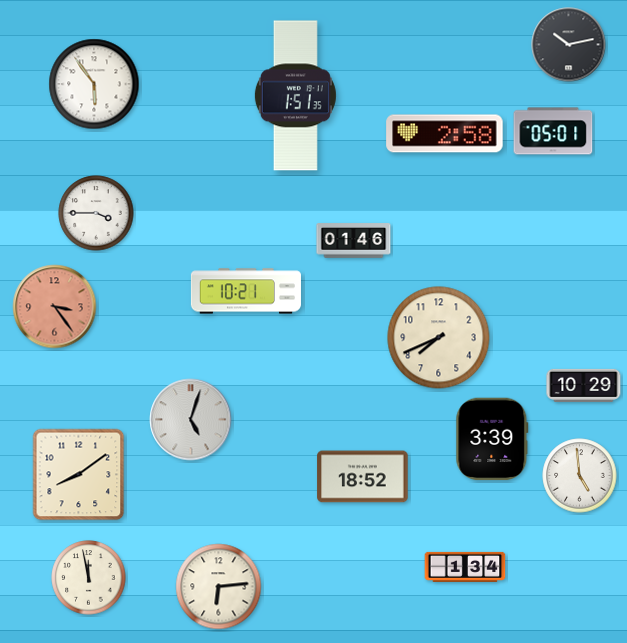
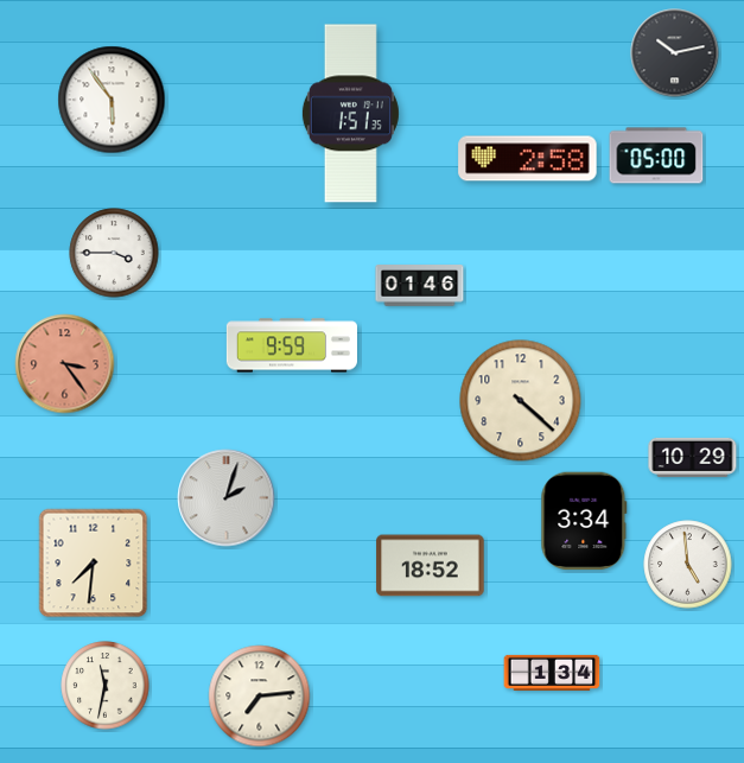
clock at (553, 131): 05:01 -> 05:00
clock at (246, 291): 10:21 -> 9:59
clock at (439, 338): 7:41 -> 4:22
clock at (191, 420): 5:03 -> 2:03
clock at (492, 439): 3:39 -> 3:34
clock at (79, 475): 8:09 -> 7:31
clock at (89, 578): 11:58 -> 11:32
clock at (219, 587): 6:14 -> 7:14
